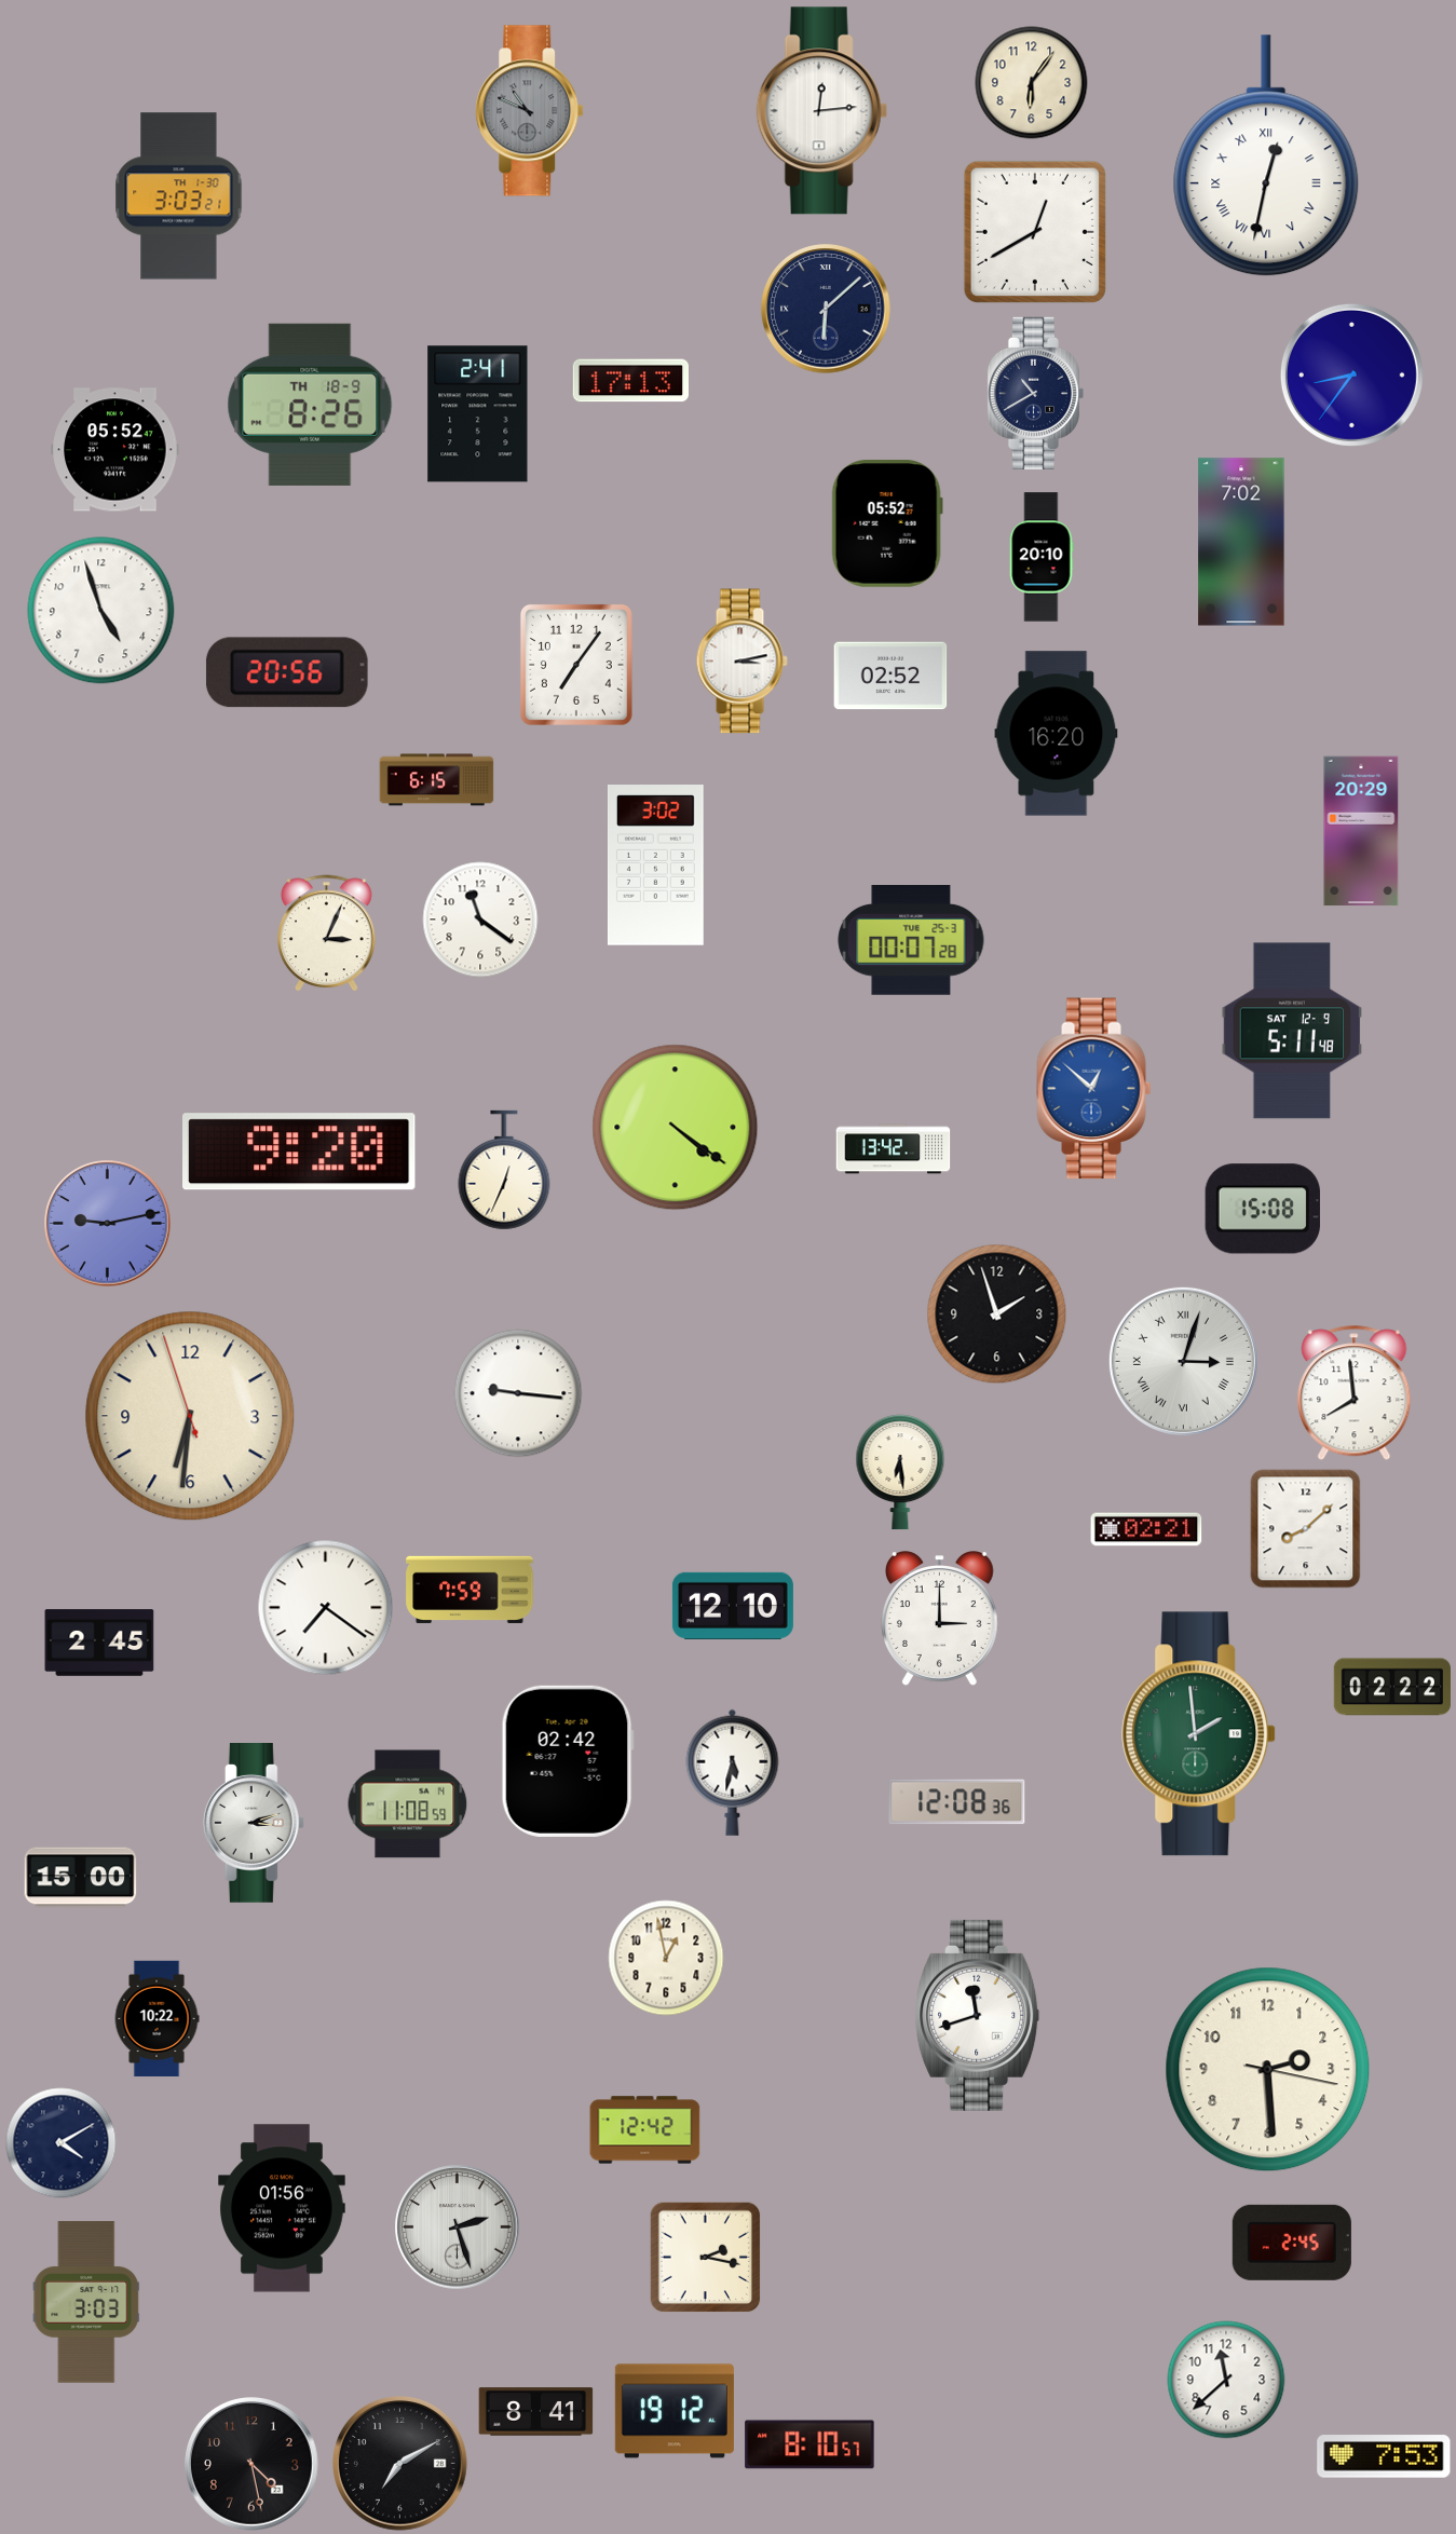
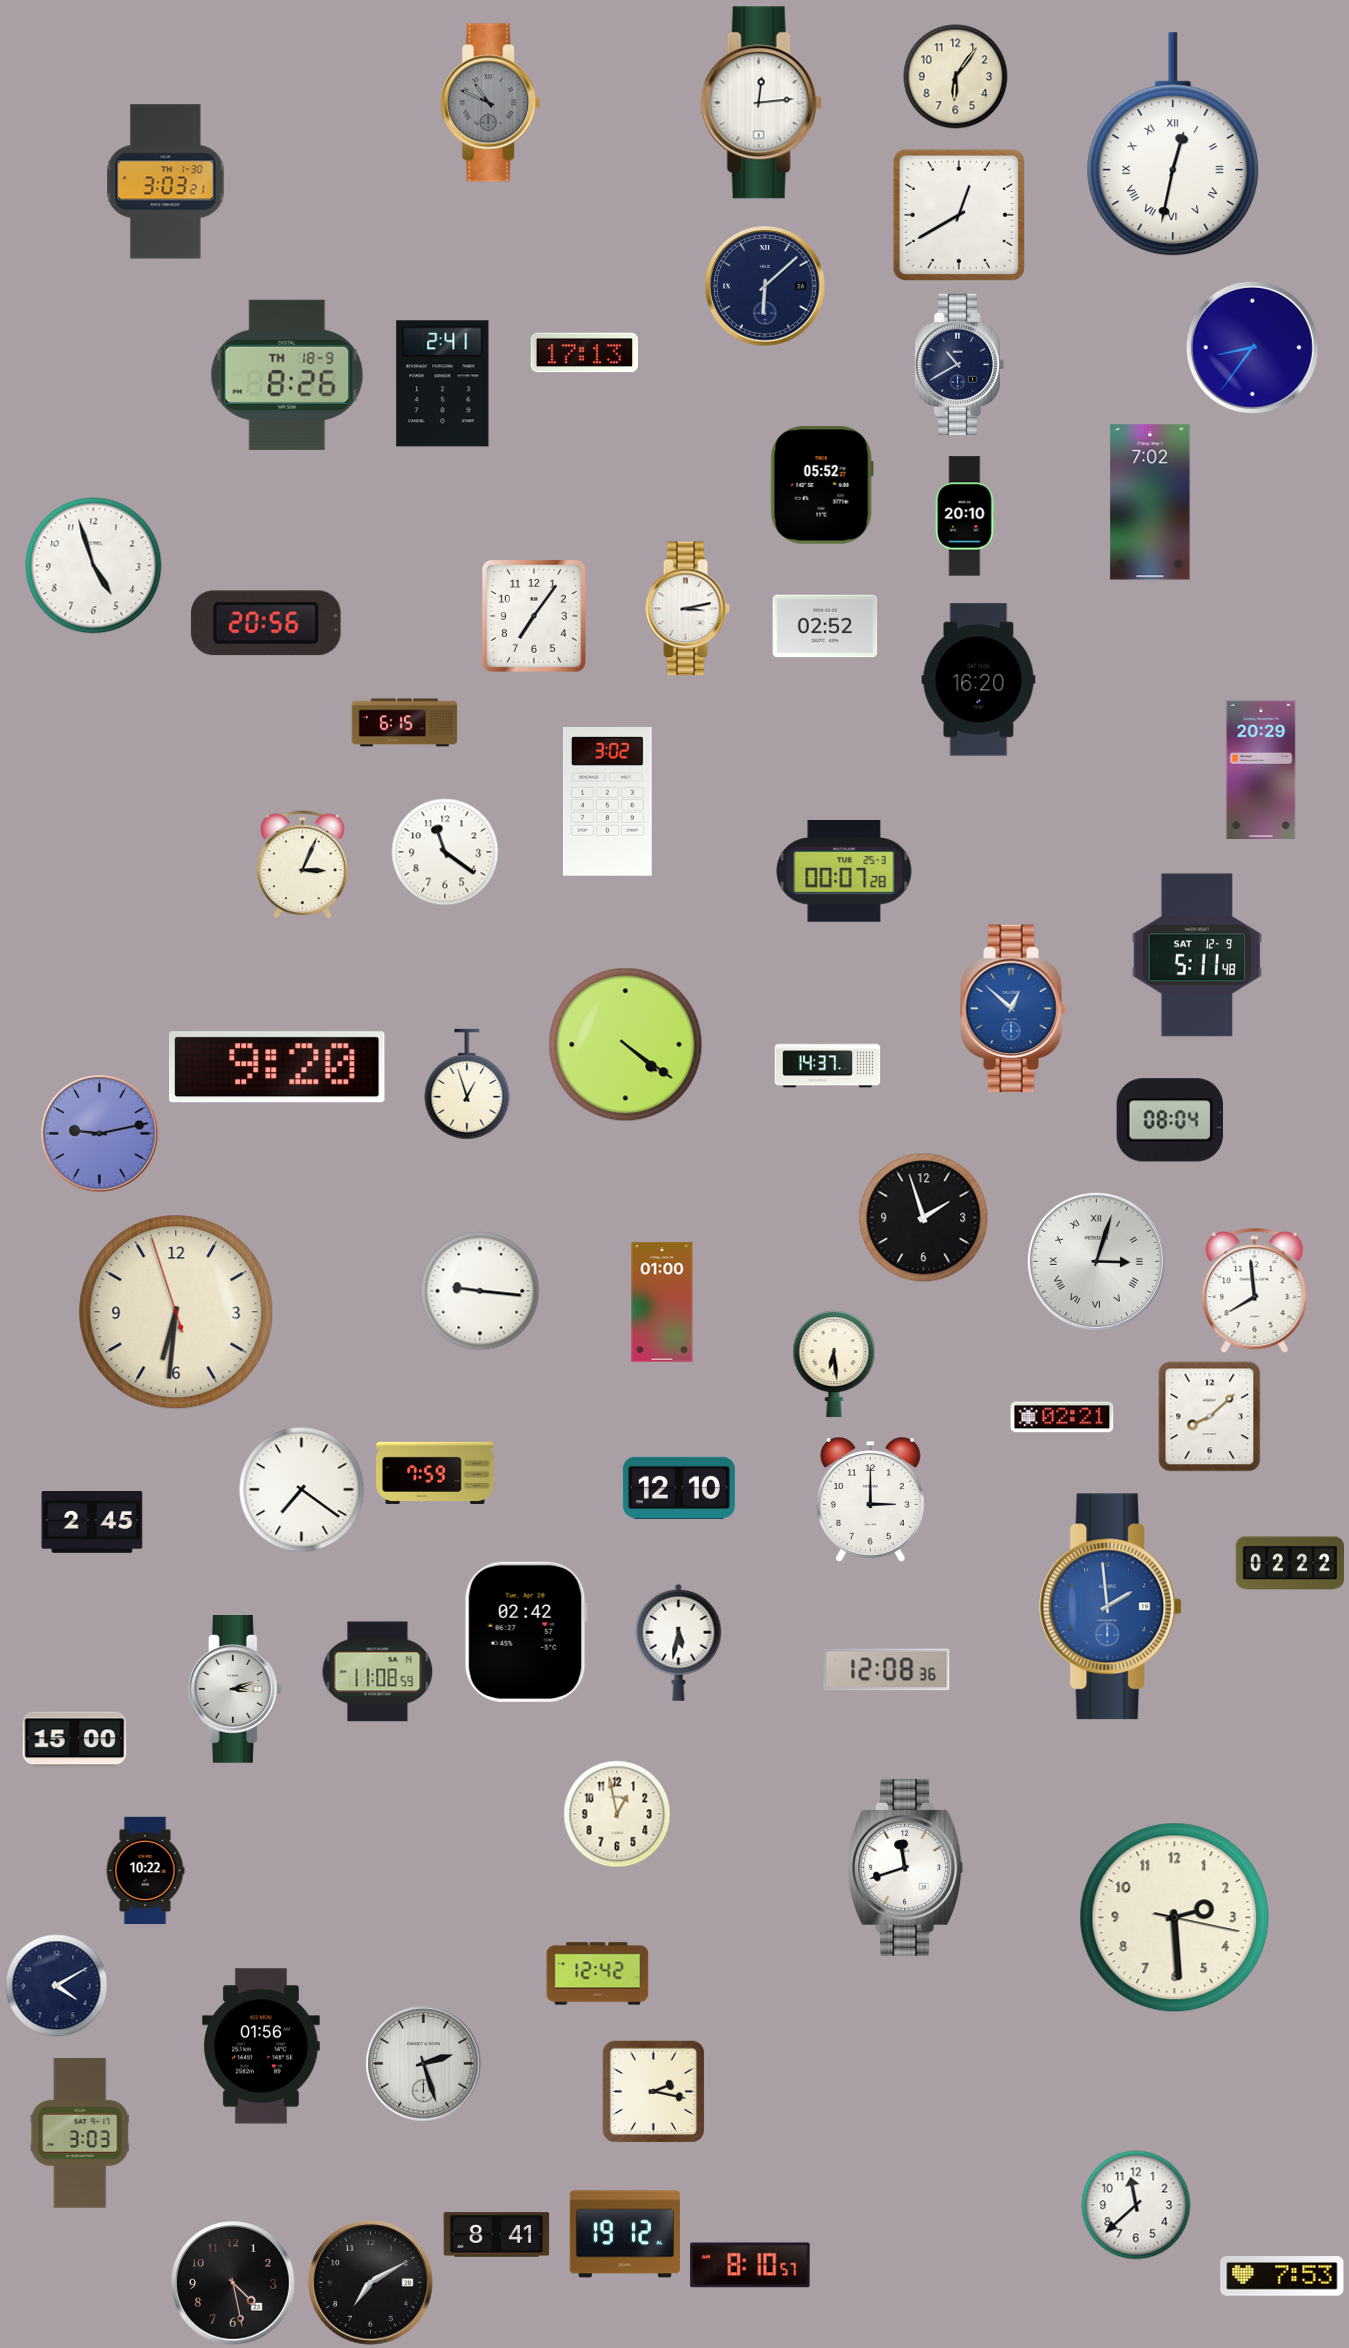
clock at (115, 450): 05:52 -> none
clock at (741, 662) position: (741, 662) -> (687, 609)
clock at (894, 1149): 13:42 -> 14:37
clock at (504, 1170): 12:34 -> 12:57
clock at (1263, 1209): 15:08 -> 08:04
clock at (662, 1302): none -> 01:00
clock at (1199, 1734) dial: green -> blue
clock at (1292, 2243): 2:45 -> none
